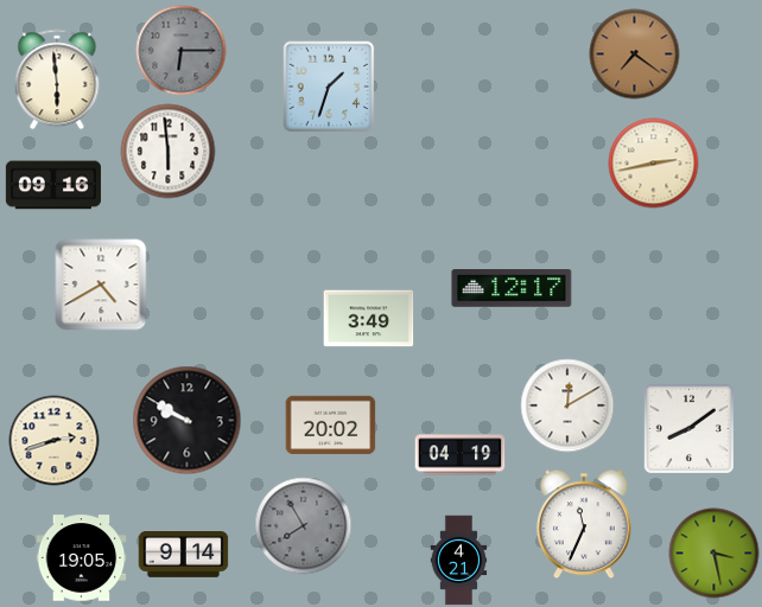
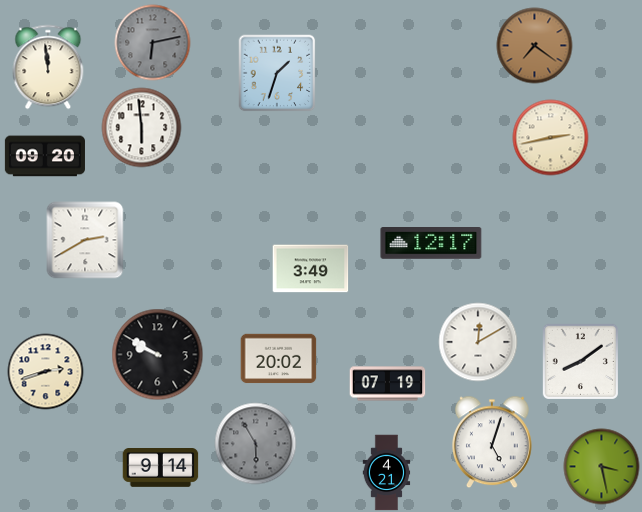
clock at (182, 51): 6:15 -> 6:13
clock at (57, 79): 5:59 -> 11:59
clock at (53, 185): 09:16 -> 09:20
clock at (101, 285): 4:40 -> 2:40
clock at (461, 455): 04:19 -> 07:19
clock at (585, 524): 11:34 -> 5:03
clock at (304, 526): 7:55 -> 5:55
clock at (184, 555) position: (184, 555) -> (161, 468)
clock at (82, 558): 19:05 -> none
